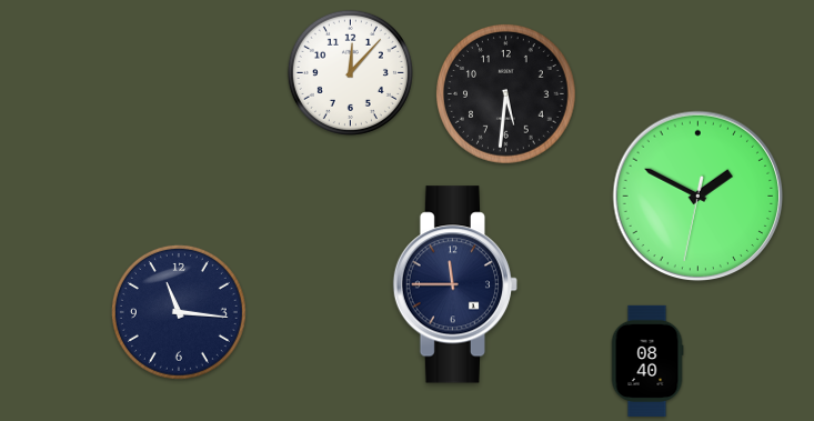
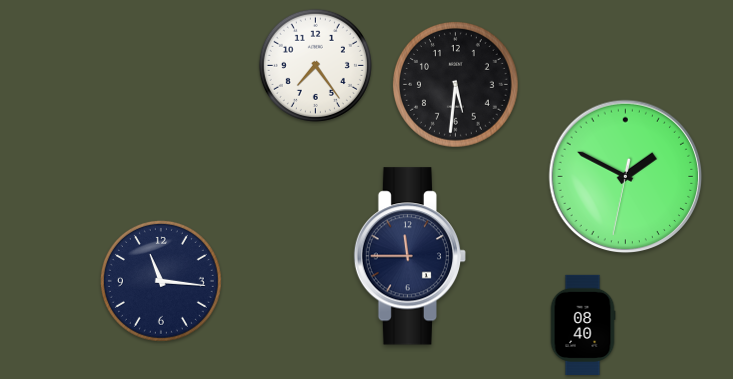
clock at (350, 72): 12:07 -> 7:24
clock at (699, 197) position: (699, 197) -> (626, 177)
